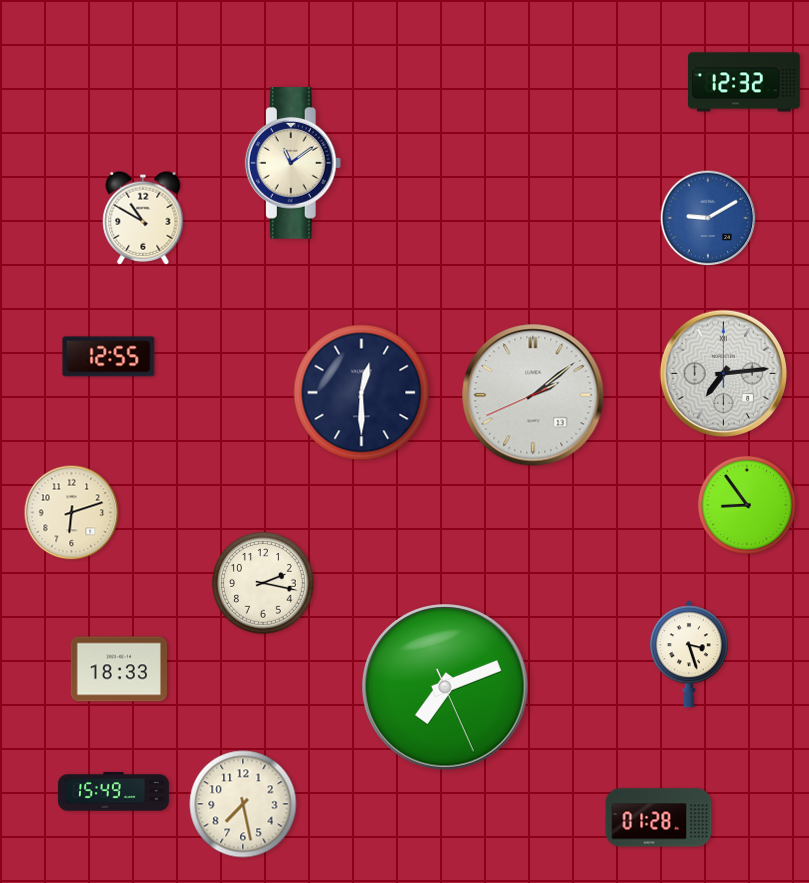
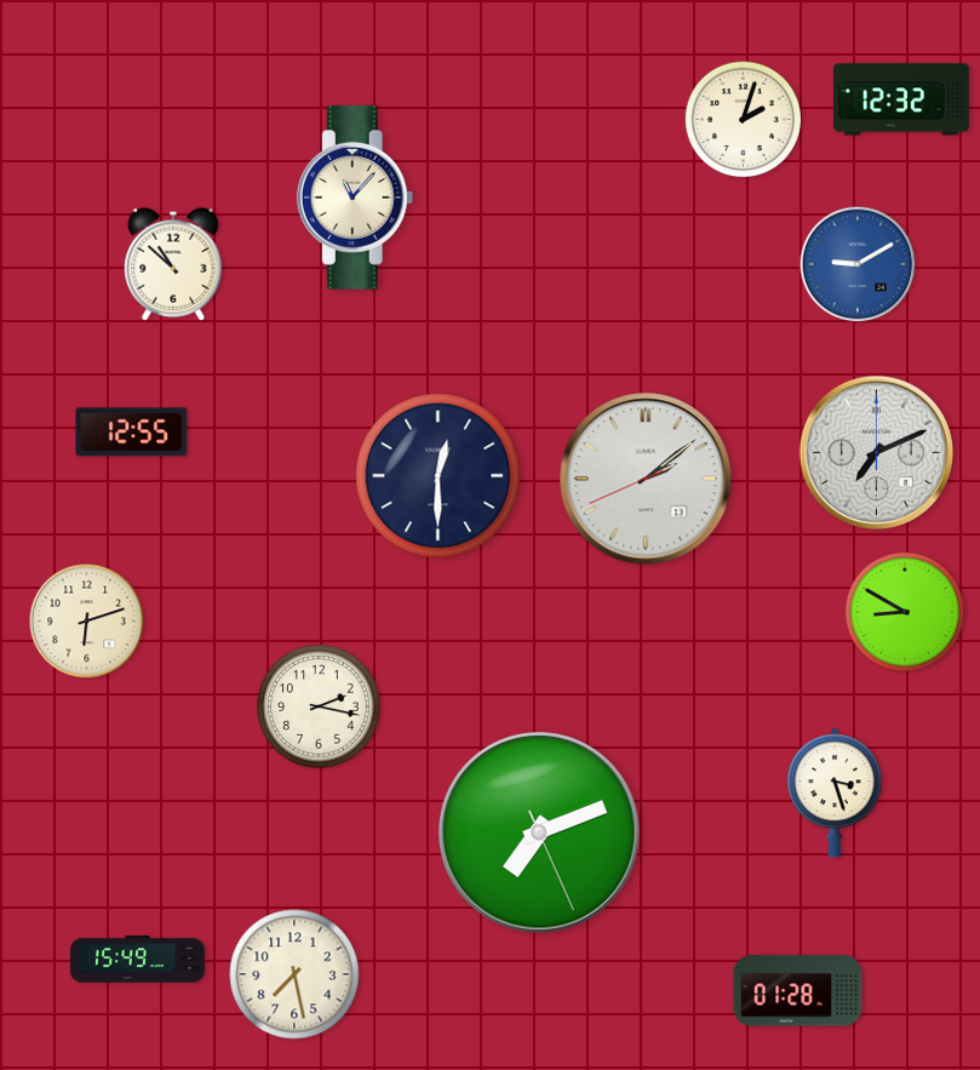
clock at (744, 120): none -> 2:03
clock at (293, 163): 11:09 -> 11:07
clock at (143, 218): 10:50 -> 10:52
clock at (723, 373): 7:14 -> 7:11
clock at (747, 505): 8:54 -> 8:50
clock at (118, 669): 18:33 -> none
